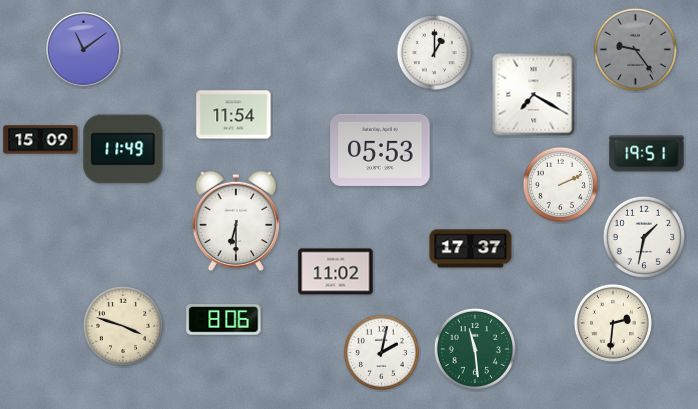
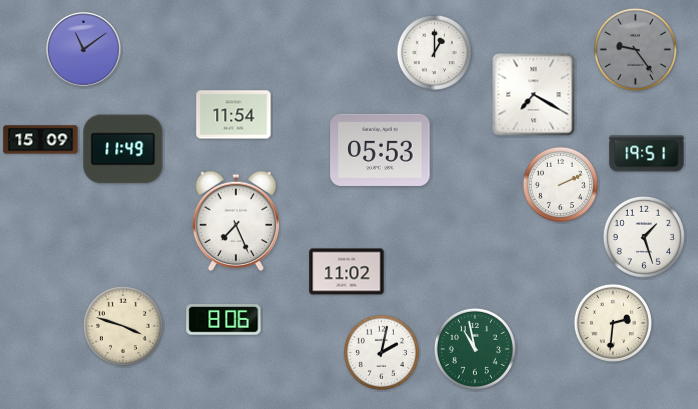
clock at (236, 221): 6:30 -> 7:26
clock at (644, 237): 1:32 -> 1:27
clock at (471, 249): 17:37 -> none
clock at (336, 272) position: (336, 272) -> (347, 272)
clock at (475, 349): 11:29 -> 10:58
